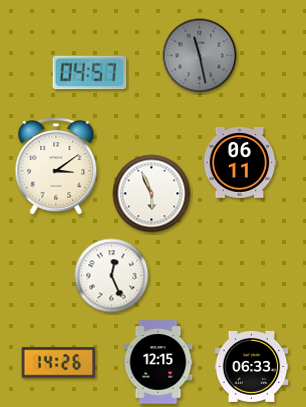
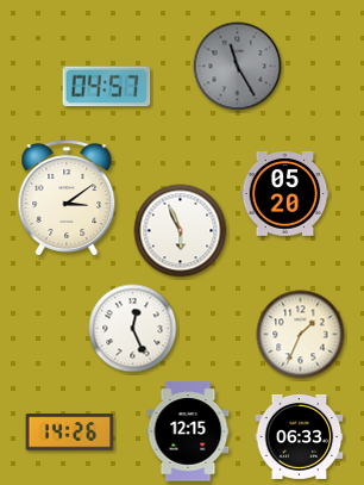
clock at (200, 56): 11:28 -> 11:25
clock at (240, 163): 06:11 -> 05:20
clock at (301, 335): none -> 1:34
